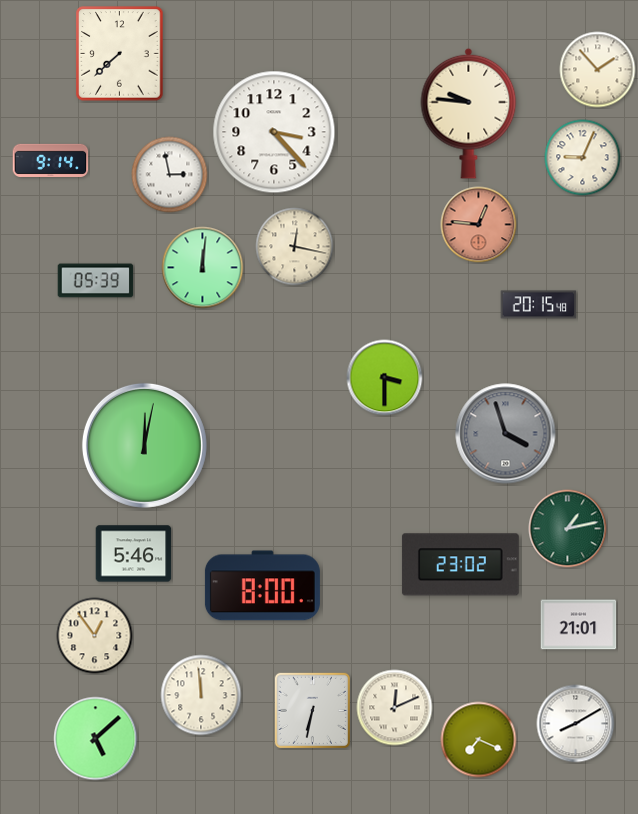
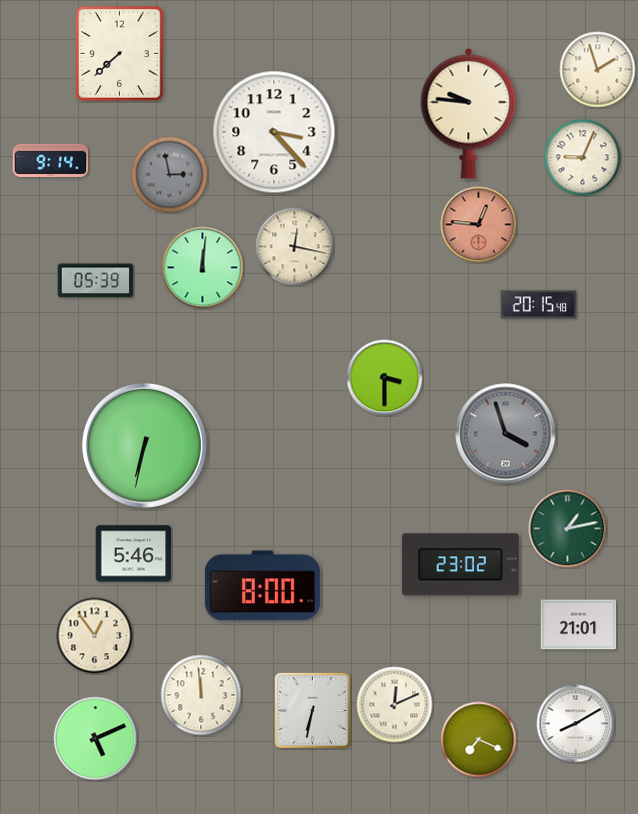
clock at (598, 70): 1:53 -> 1:57
clock at (170, 175) dial: white -> grey
clock at (144, 445): 12:02 -> 6:32
clock at (395, 708) position: (395, 708) -> (395, 705)
clock at (96, 739): 5:08 -> 5:11
